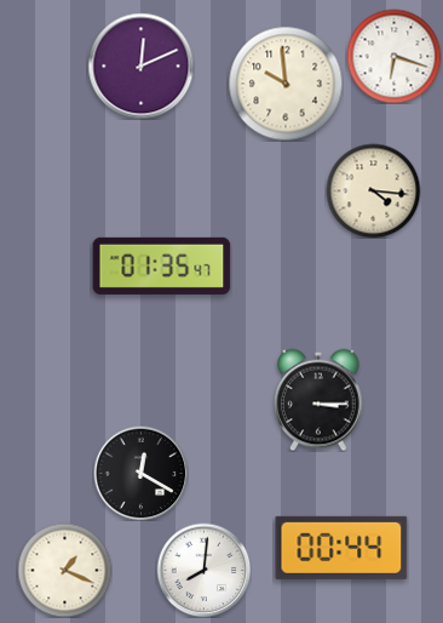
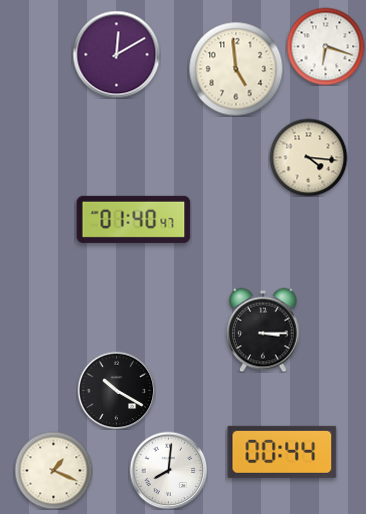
clock at (140, 65): 12:11 -> 12:10
clock at (286, 84): 9:59 -> 4:59
clock at (162, 265): 01:35 -> 01:40
clock at (140, 473): 12:20 -> 10:20
